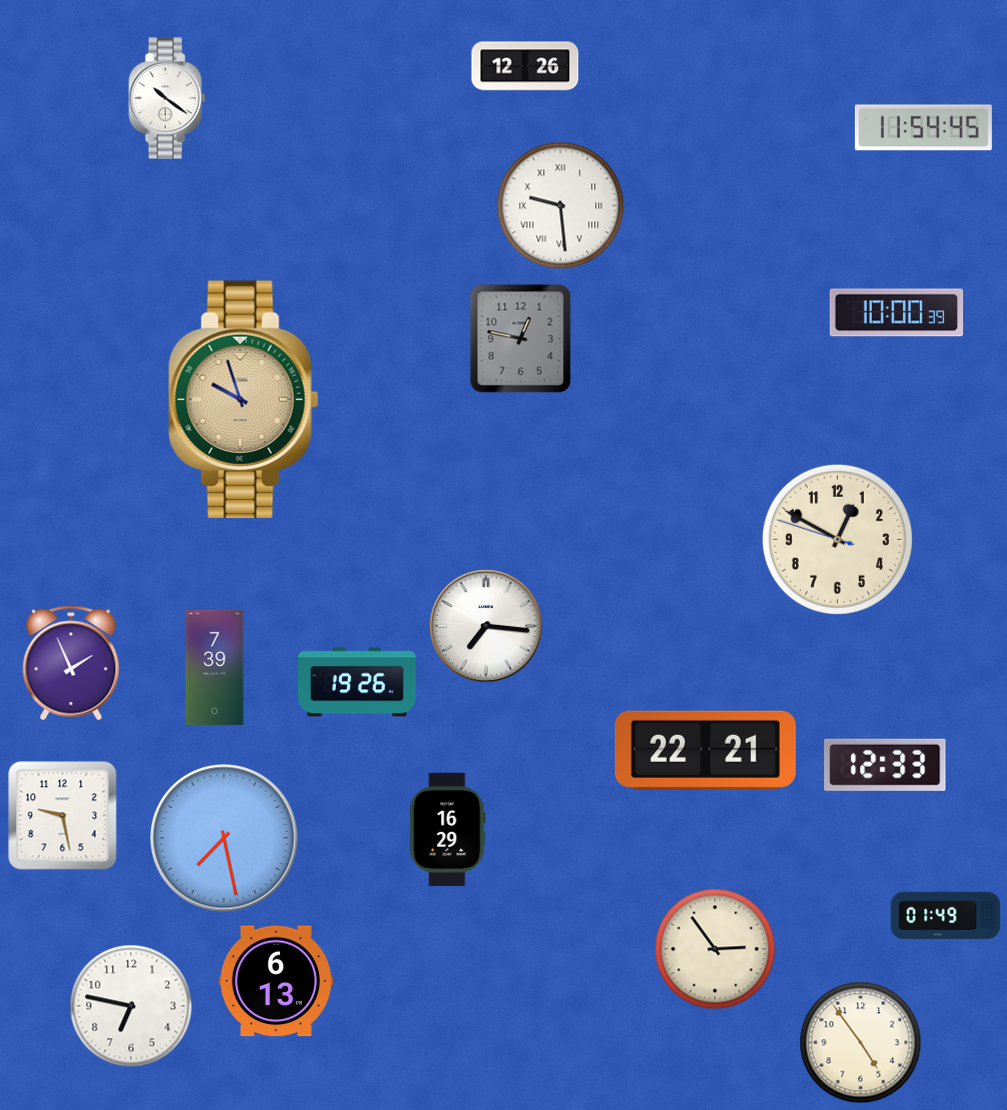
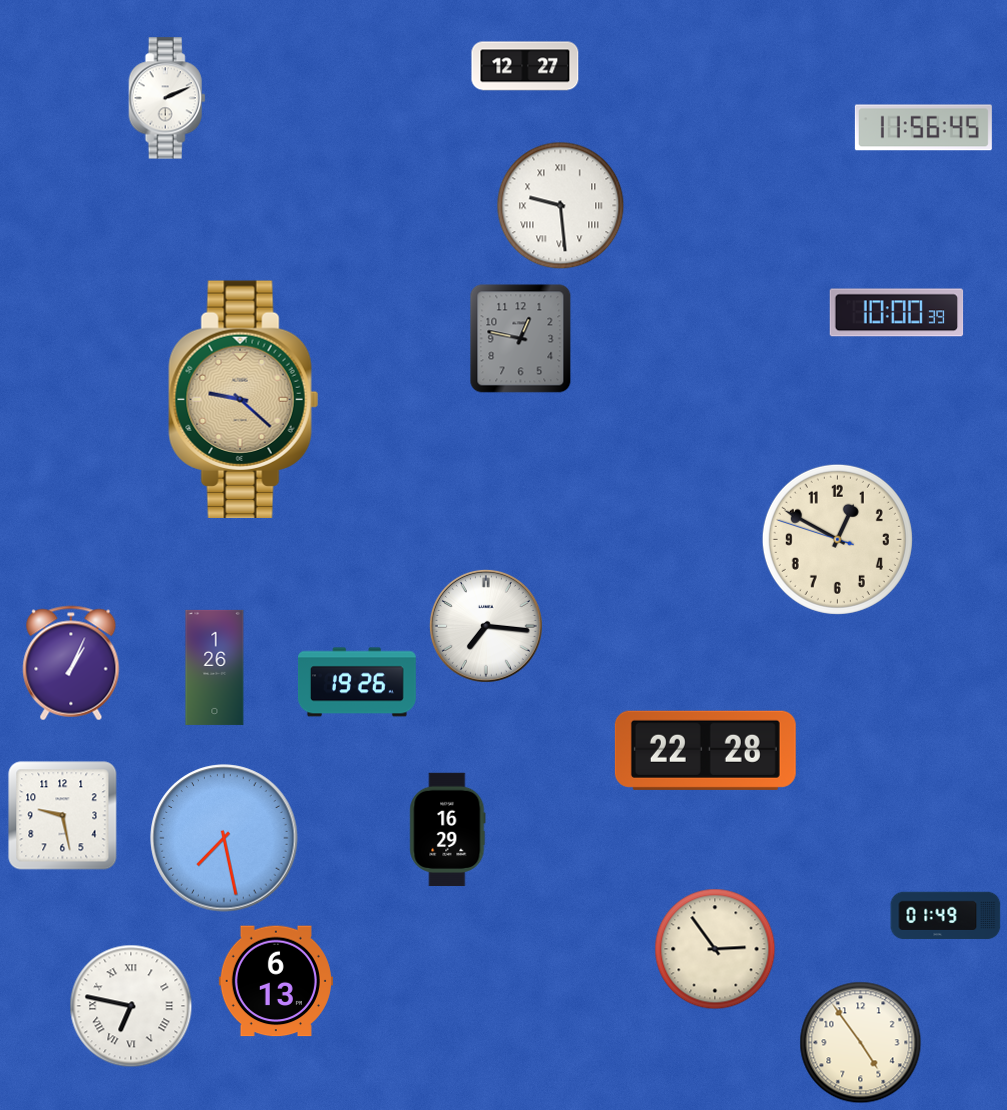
clock at (525, 66): 12:26 -> 12:27
clock at (167, 98): 10:21 -> 2:11
clock at (923, 128): 11:54 -> 11:56
clock at (244, 399): 9:57 -> 9:22
clock at (71, 663): 1:56 -> 1:04
clock at (215, 667): 7:39 -> 1:26
clock at (705, 750): 22:21 -> 22:28
clock at (885, 765): 12:33 -> none
clock at (131, 1006) numerals: Arabic -> Roman
